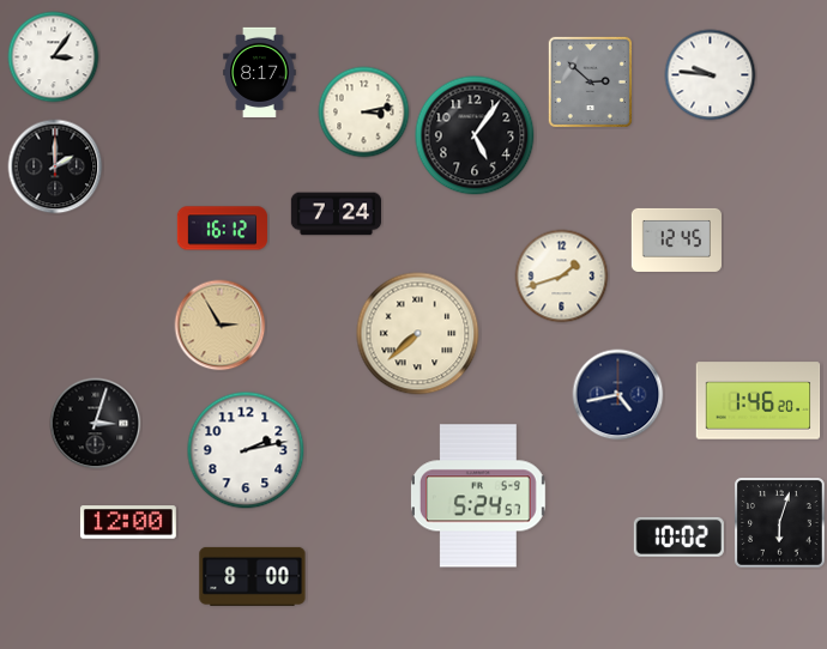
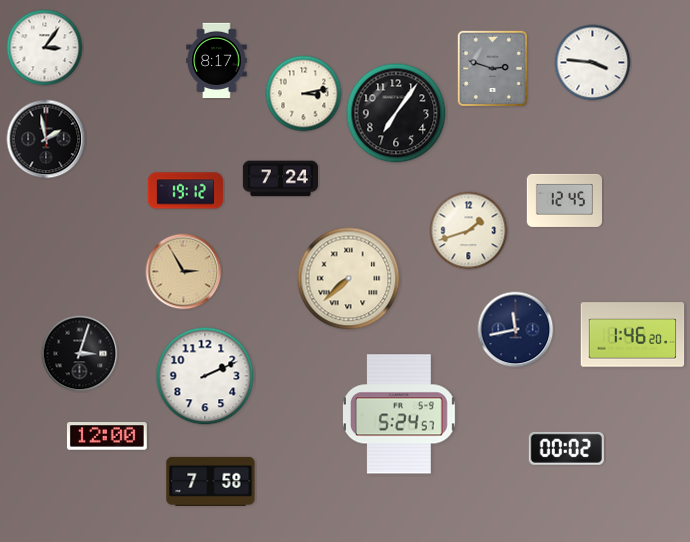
clock at (711, 75): 9:46 -> 3:46
clock at (590, 81): 2:52 -> 2:48
clock at (475, 135): 5:06 -> 7:06
clock at (55, 166): 2:00 -> 1:58
clock at (222, 229): 16:12 -> 19:12
clock at (618, 395): 4:43 -> 11:43
clock at (246, 450): 2:13 -> 2:11
clock at (780, 523): 6:03 -> none
clock at (678, 536): 10:02 -> 00:02
clock at (253, 576): 8:00 -> 7:58
